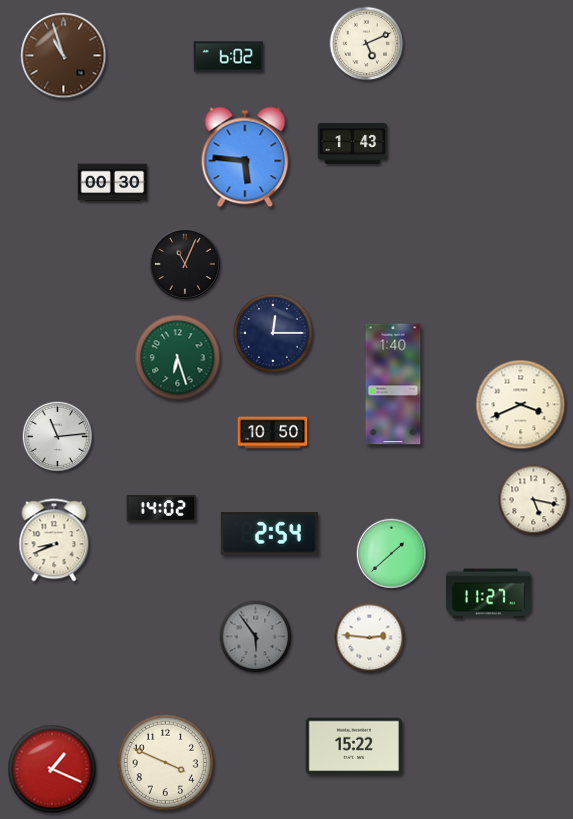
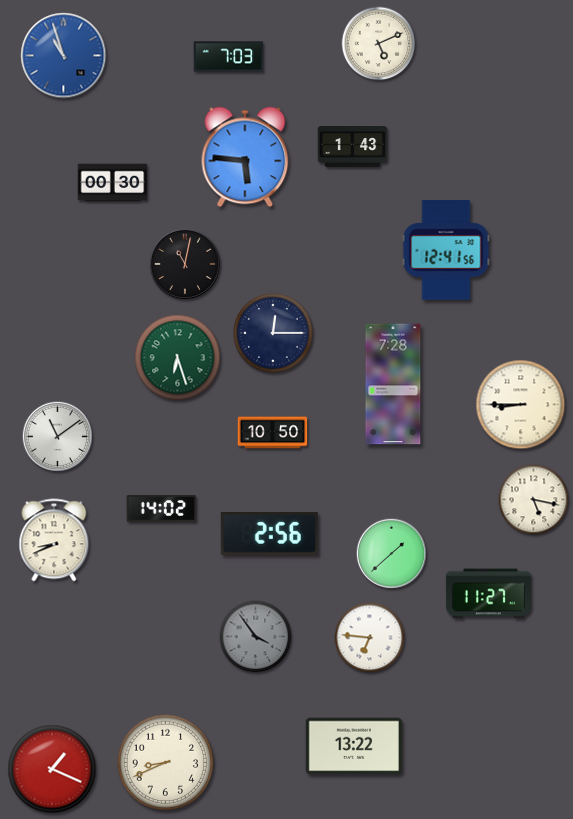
clock at (367, 44) position: (367, 44) -> (379, 44)
clock at (64, 56) dial: brown -> blue
clock at (229, 57): 6:02 -> 7:03
clock at (353, 144) position: (353, 144) -> (353, 147)
clock at (446, 250): none -> 12:41
clock at (184, 263): 11:04 -> 11:02
clock at (393, 384): 1:40 -> 7:28
clock at (521, 405): 3:41 -> 8:45
clock at (58, 437): 11:14 -> 11:09
clock at (269, 533): 2:54 -> 2:56
clock at (256, 637): 5:54 -> 3:54
clock at (370, 638): 2:46 -> 6:46
clock at (353, 746): 15:22 -> 13:22
clock at (166, 763): 3:49 -> 8:41
